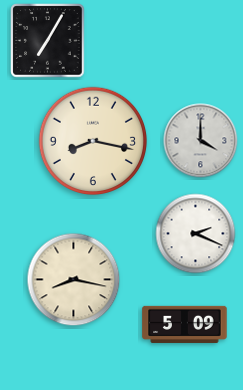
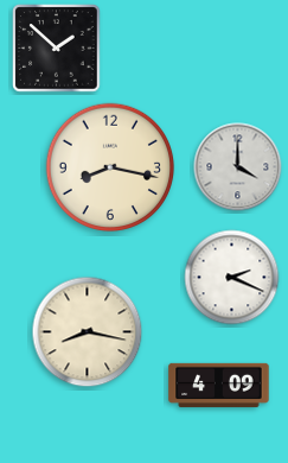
clock at (48, 41): 7:05 -> 1:52
clock at (185, 324): 5:09 -> 4:09
